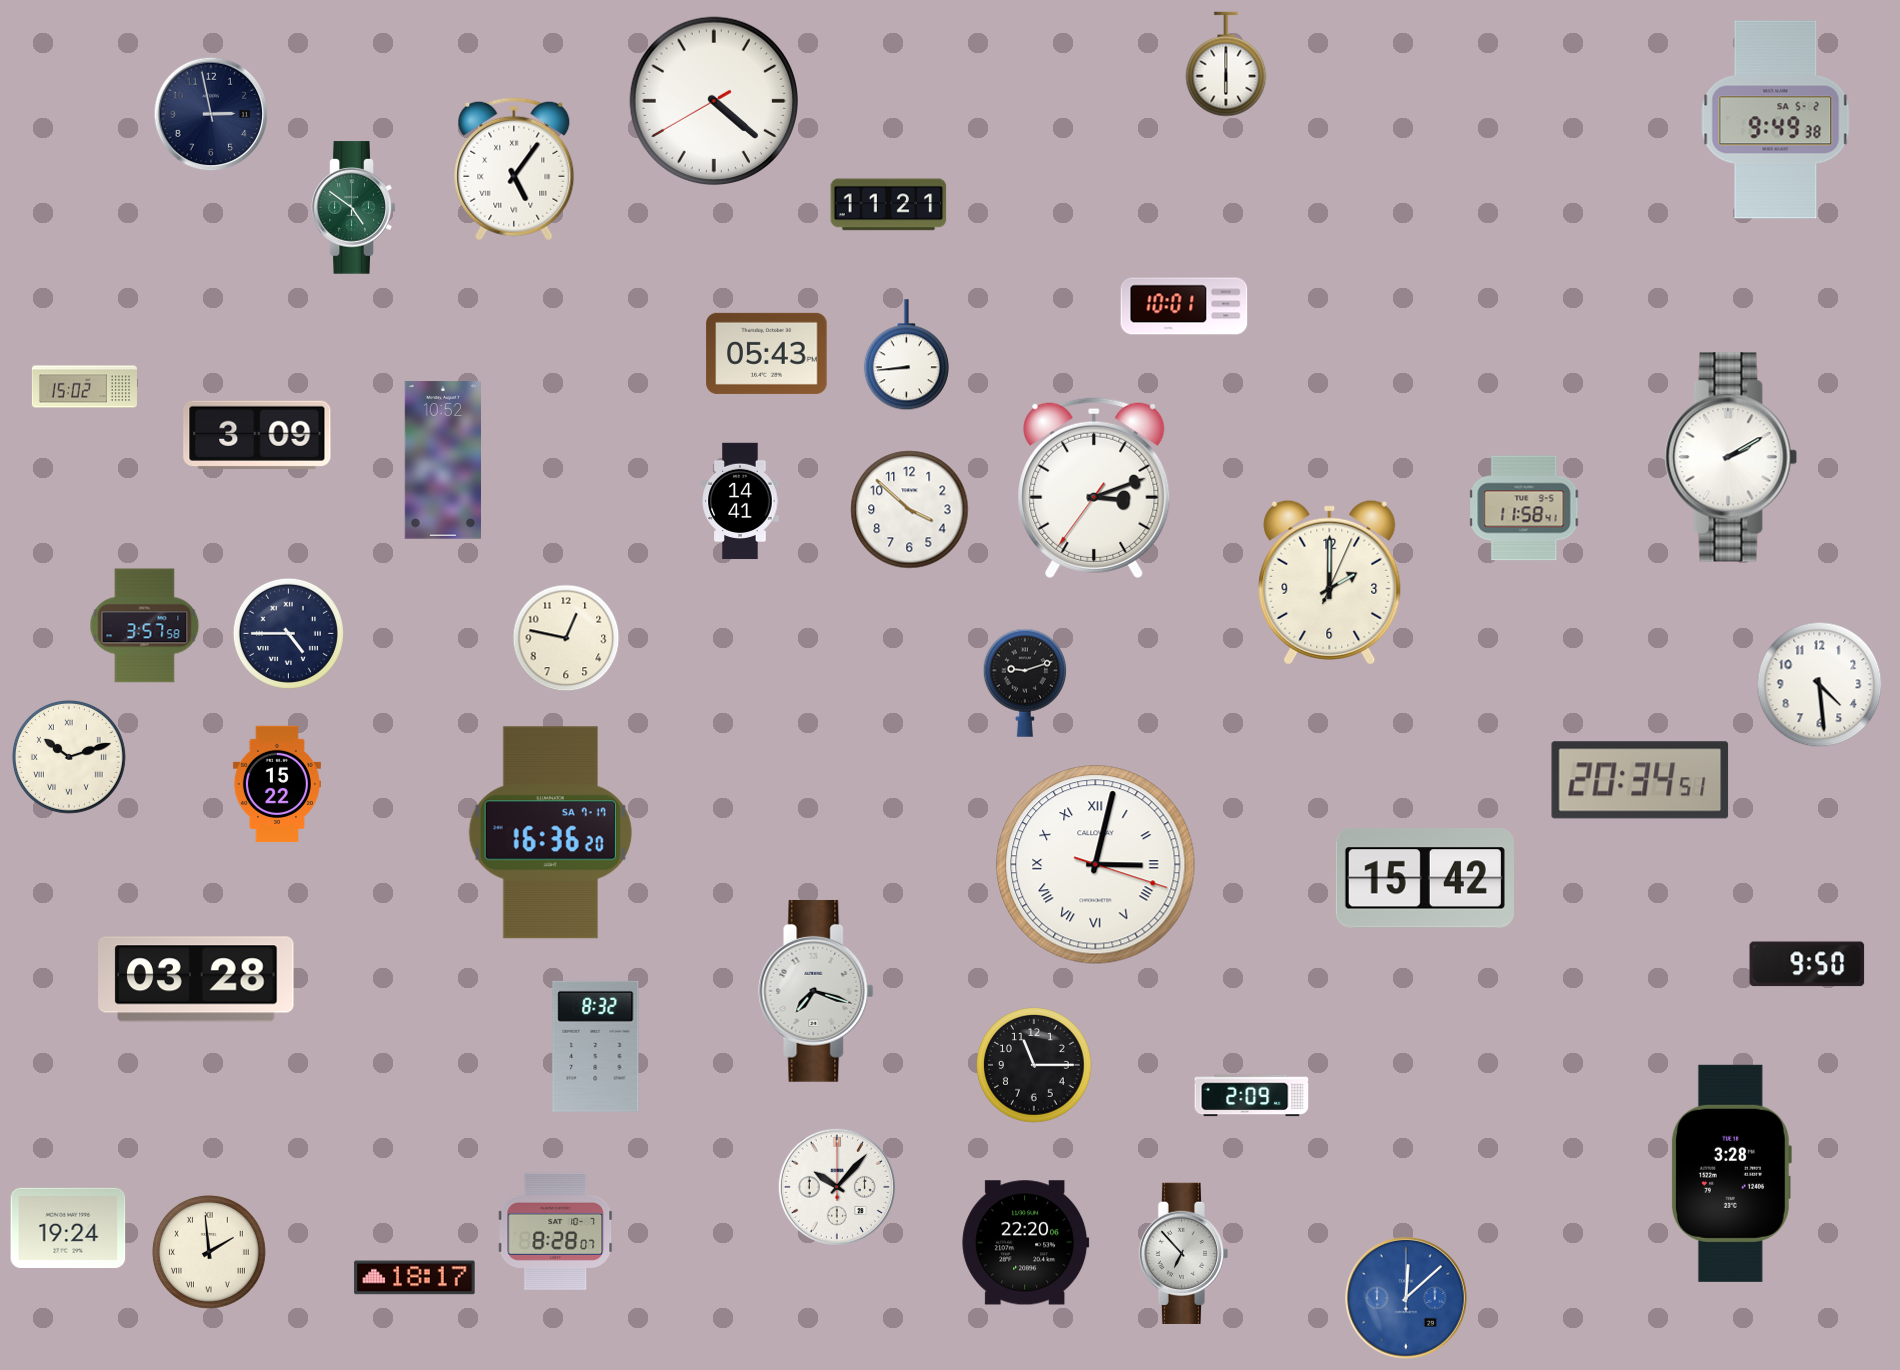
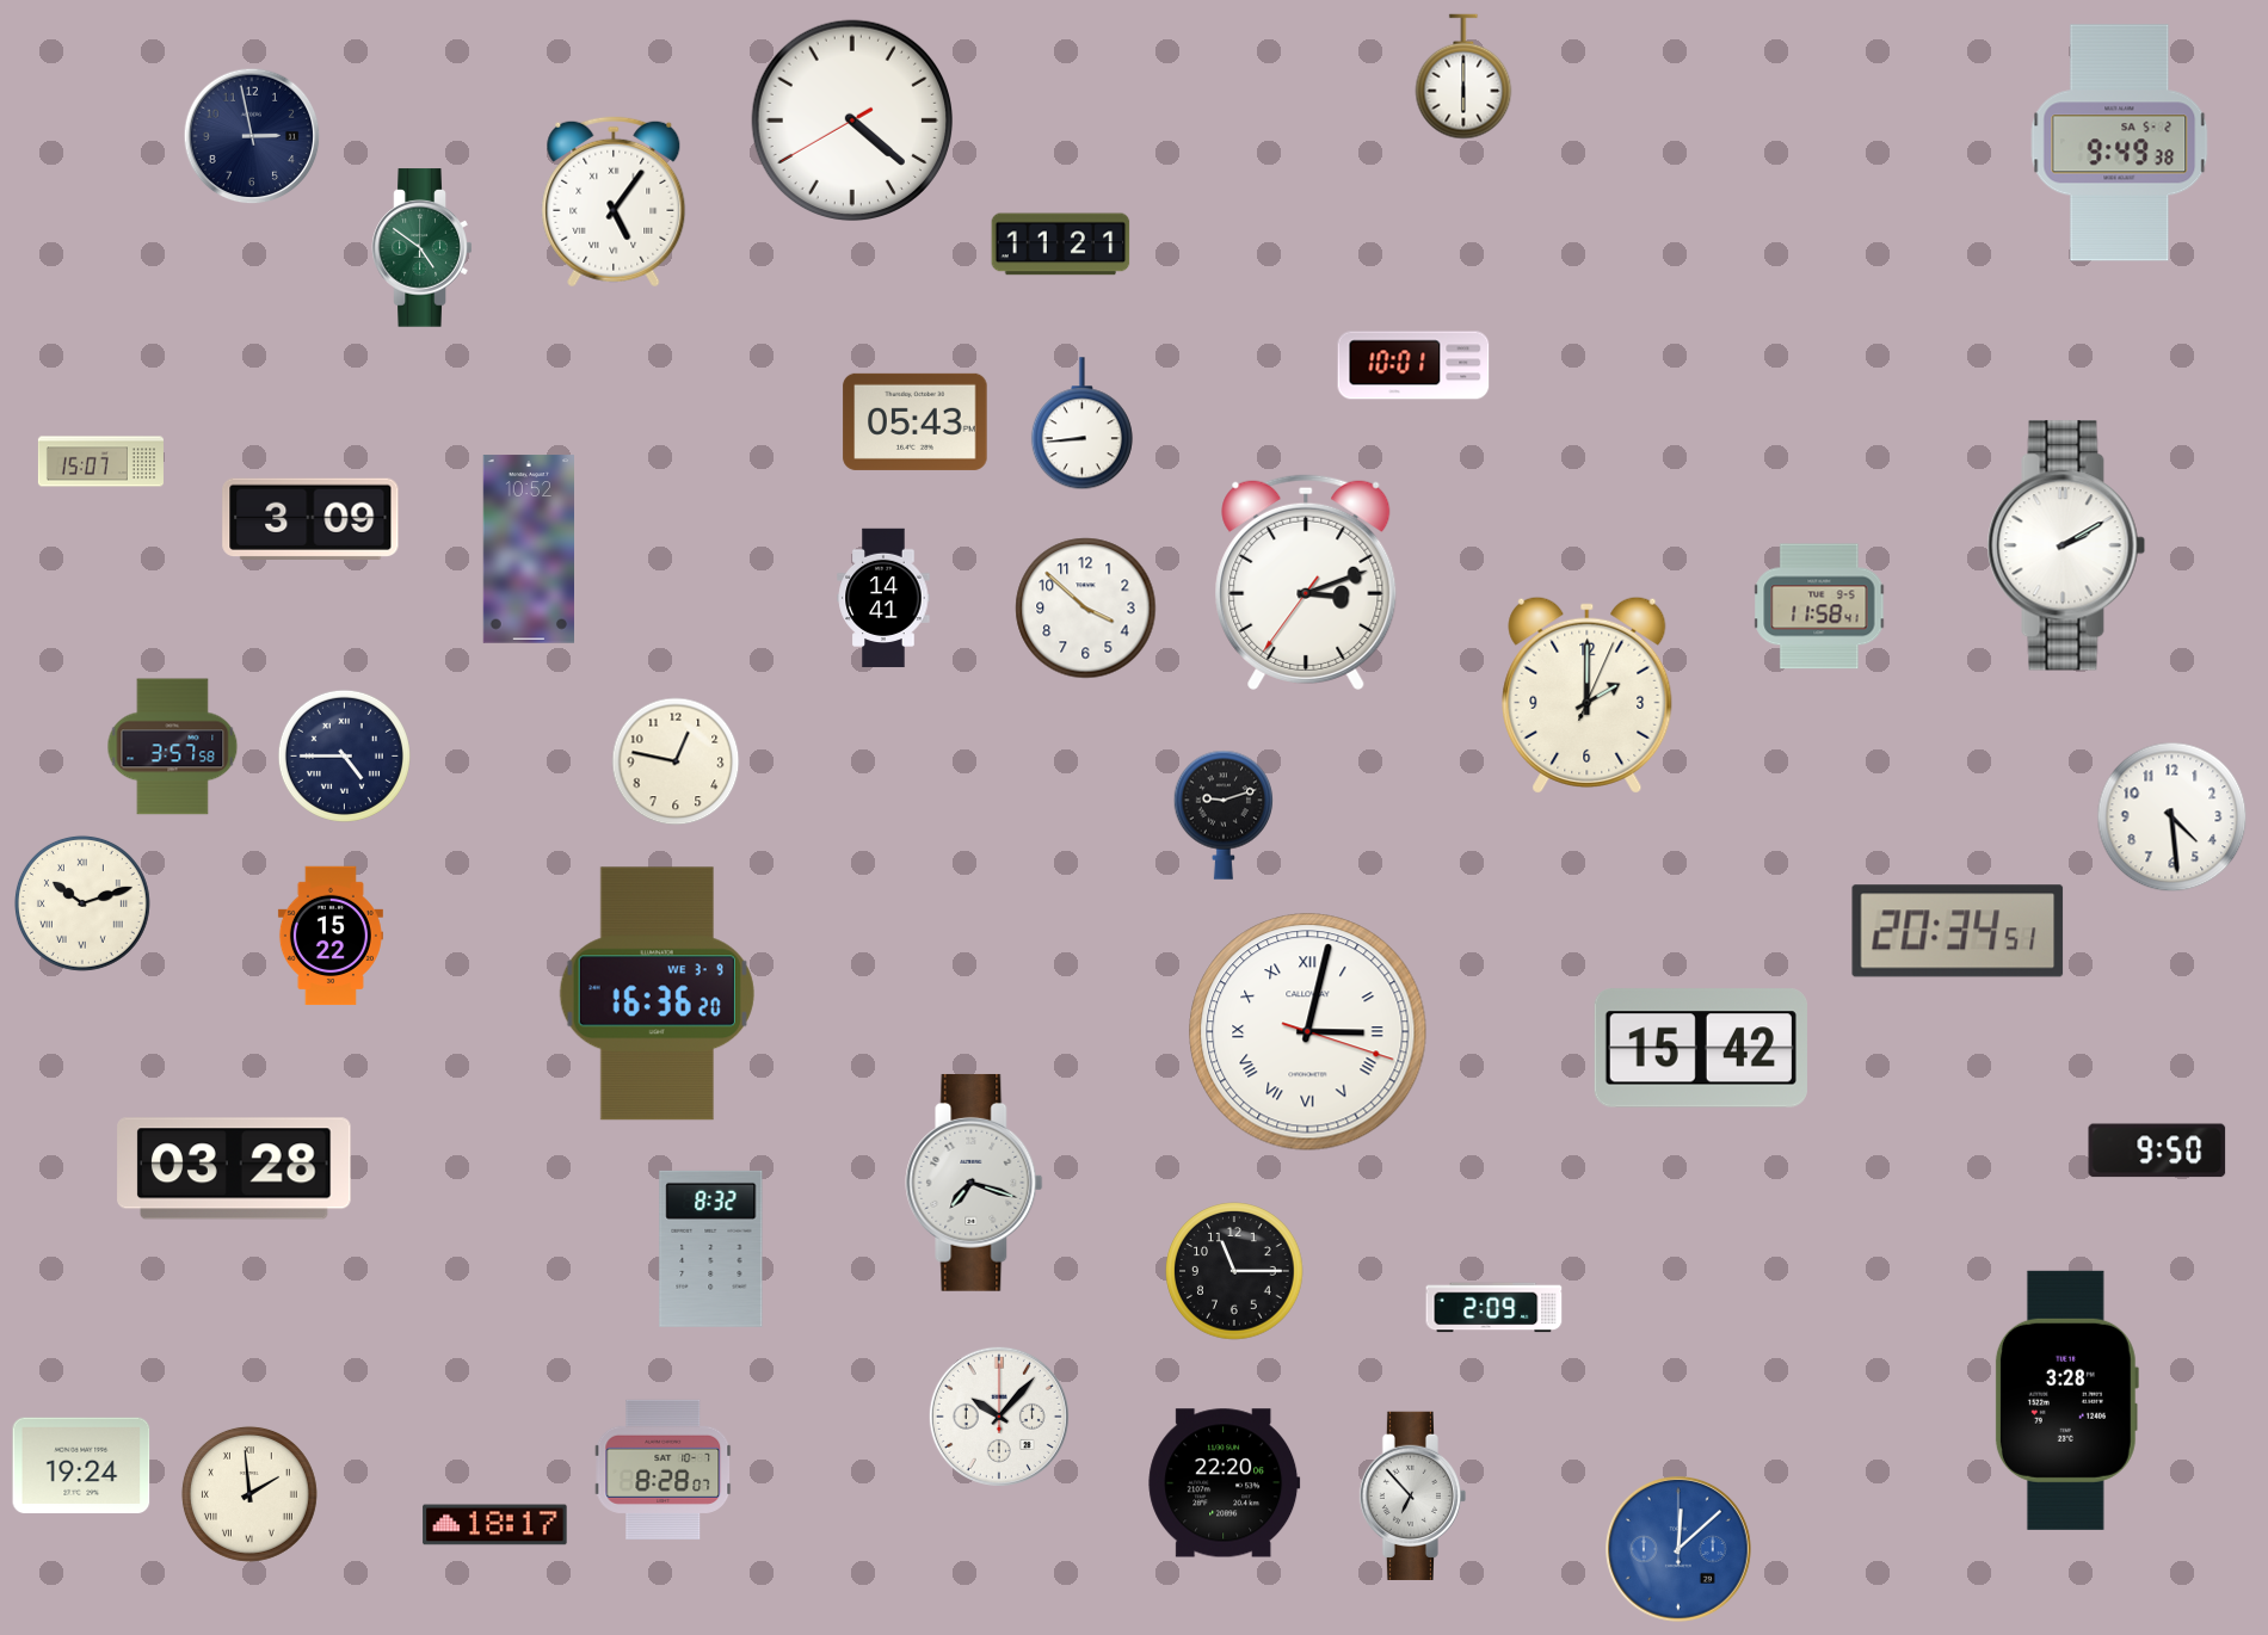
clock at (84, 387): 15:02 -> 15:07
clock at (257, 434) position: (257, 434) -> (310, 518)
clock at (550, 833) date: SA 7-17 -> WE 3-9
